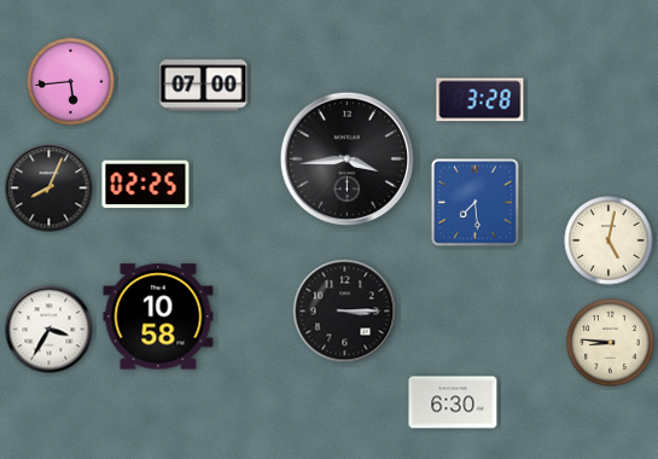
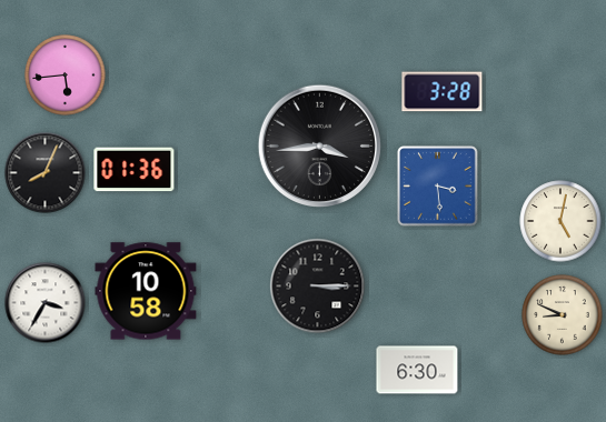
clock at (204, 86): 07:00 -> none
clock at (146, 185): 02:25 -> 01:36
clock at (476, 203): 7:29 -> 3:29
clock at (611, 343): 8:46 -> 8:49
